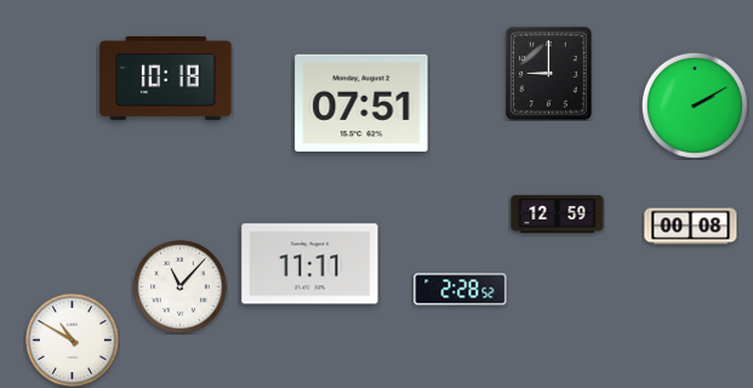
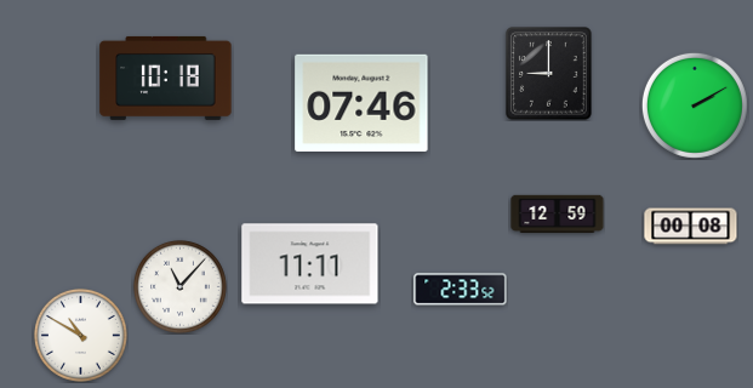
clock at (361, 103): 07:51 -> 07:46
clock at (461, 290): 2:28 -> 2:33
clock at (72, 339) position: (72, 339) -> (80, 335)
